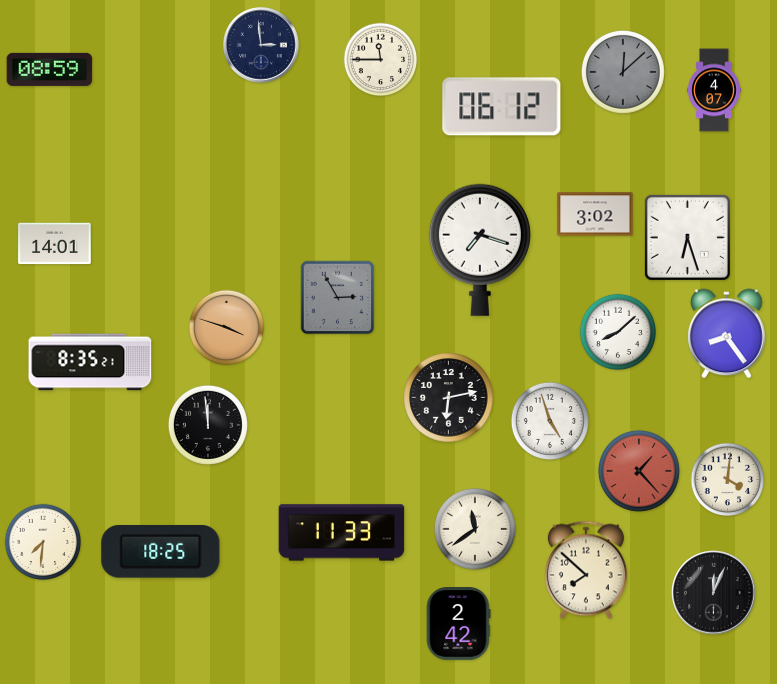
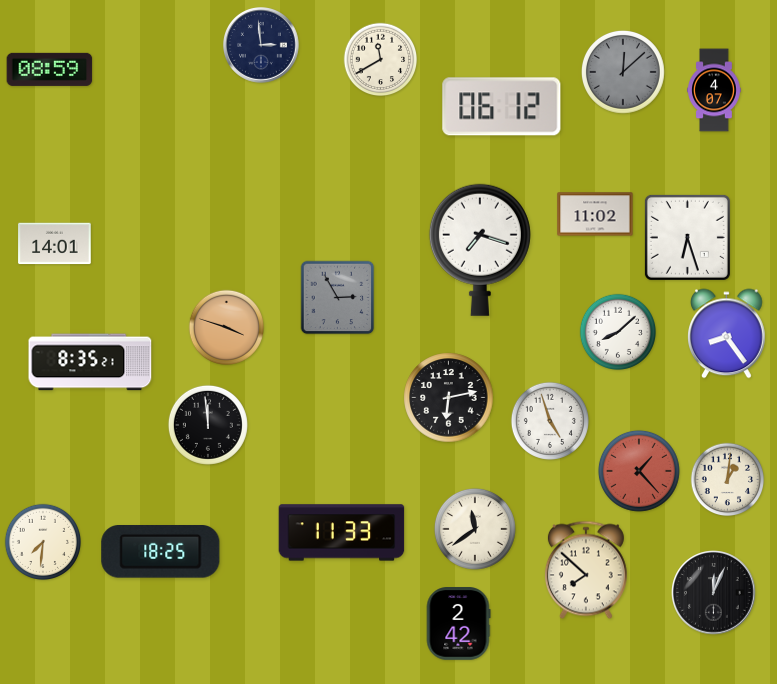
clock at (381, 60): 11:45 -> 11:40
clock at (595, 214): 3:02 -> 11:02
clock at (728, 480): 4:01 -> 1:01
